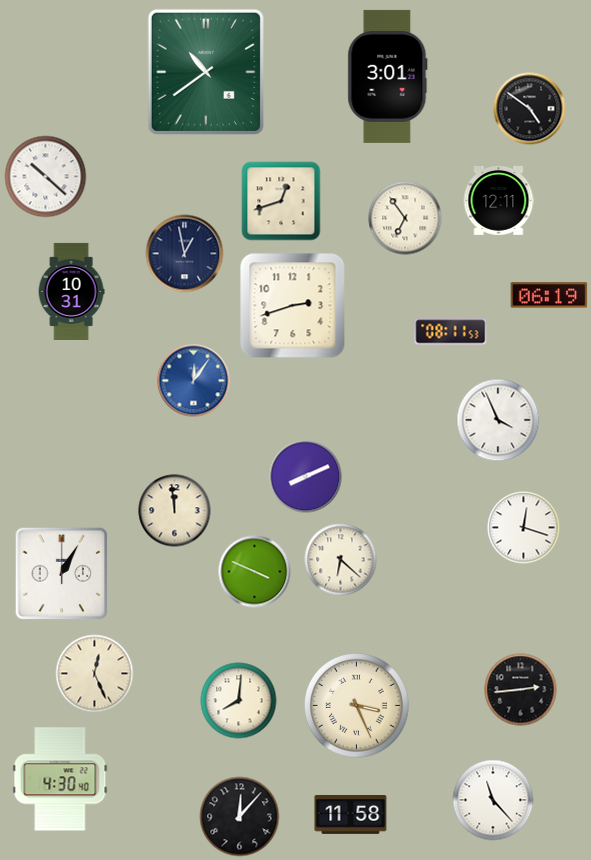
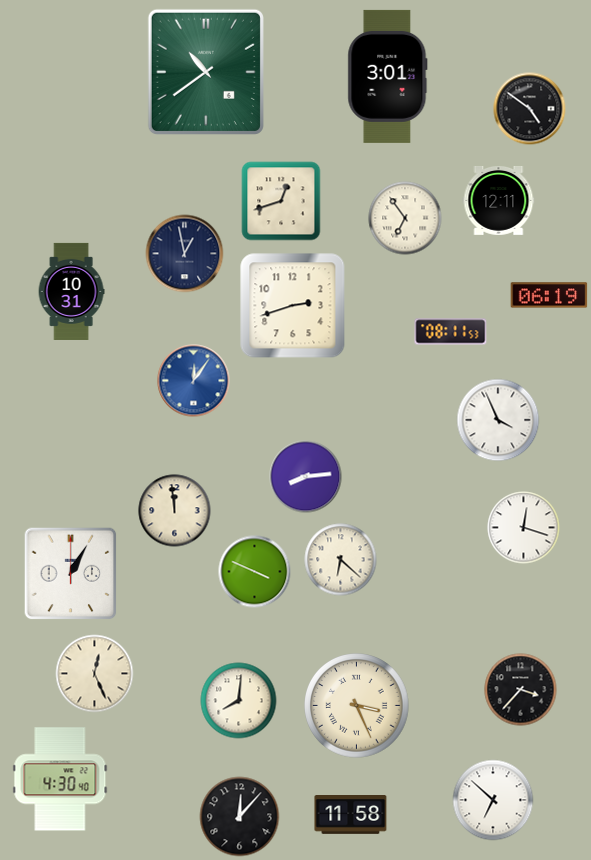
clock at (46, 177): 10:22 -> none
clock at (306, 477): 8:11 -> 8:14
clock at (62, 574) position: (62, 574) -> (71, 574)
clock at (521, 690): 2:44 -> 3:37
clock at (493, 800): 11:23 -> 6:52
